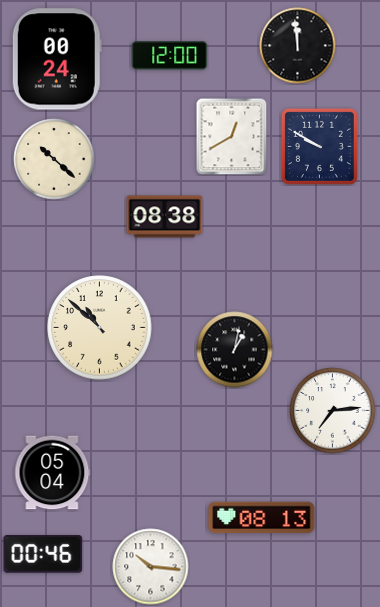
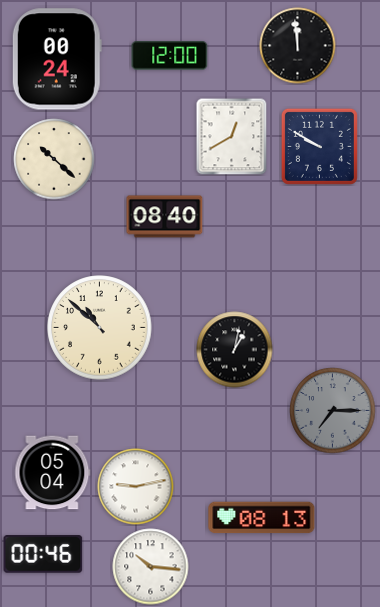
clock at (165, 217): 08:38 -> 08:40
clock at (333, 411): 7:14 -> 7:15
clock at (333, 411) dial: white -> grey
clock at (136, 487): none -> 9:13
